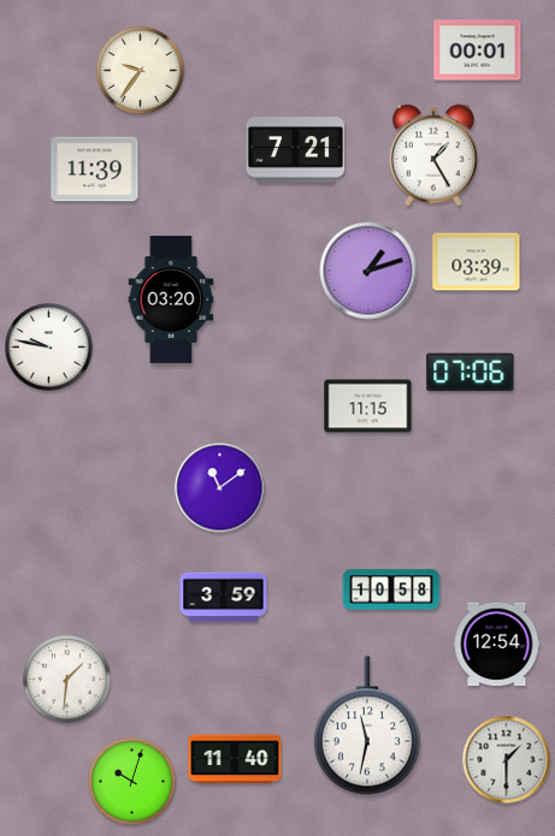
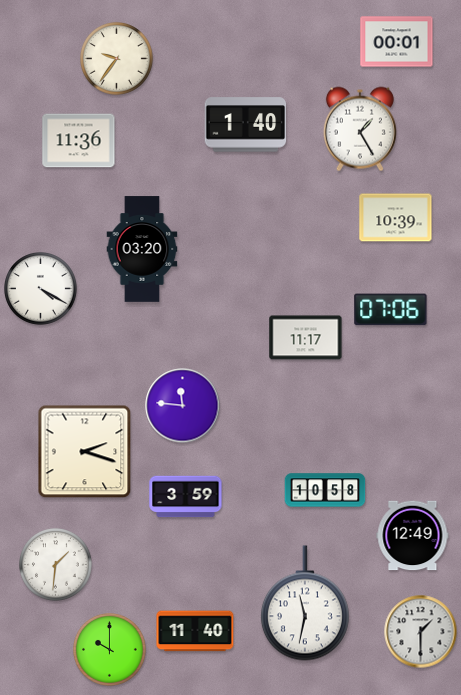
clock at (296, 150): 7:21 -> 1:40
clock at (95, 170): 11:39 -> 11:36
clock at (477, 262): 03:39 -> 10:39
clock at (368, 271): 1:12 -> none
clock at (49, 348): 9:47 -> 4:20
clock at (368, 407): 11:15 -> 11:17
clock at (220, 488): 11:09 -> 11:46
clock at (85, 452): none -> 2:18
clock at (497, 645): 12:54 -> 12:49
clock at (132, 782): 10:03 -> 10:00
